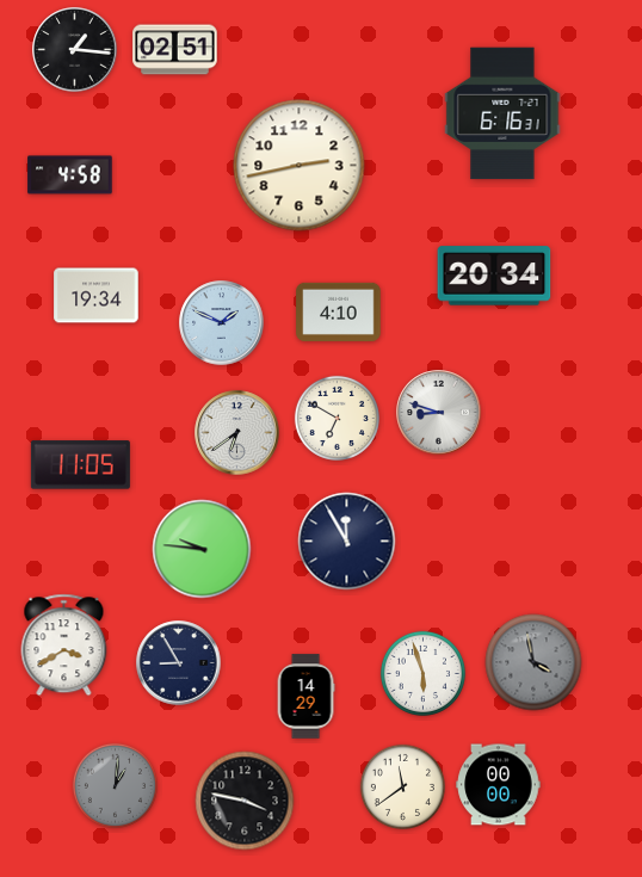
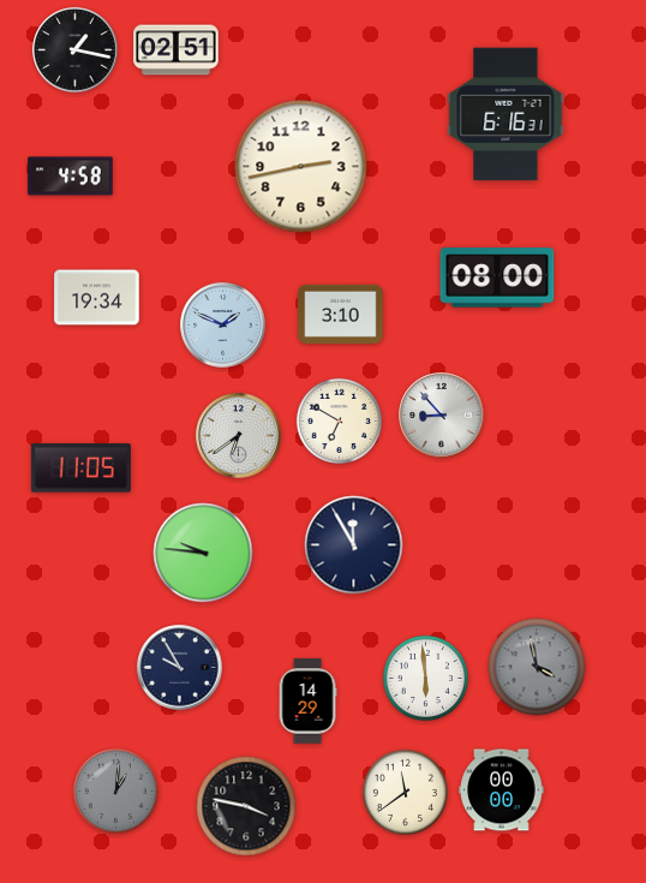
clock at (75, 50): 1:16 -> 1:17
clock at (494, 276): 20:34 -> 08:00
clock at (339, 311): 4:10 -> 3:10
clock at (439, 413): 8:48 -> 8:53
clock at (347, 542) position: (347, 542) -> (354, 545)
clock at (64, 646): 3:40 -> none
clock at (179, 663): 8:55 -> 9:55
clock at (422, 673): 5:57 -> 5:59
